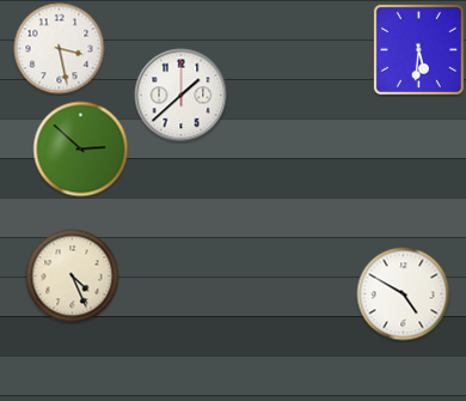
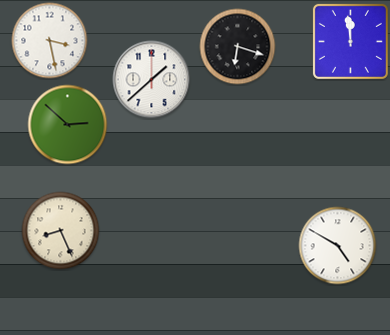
clock at (418, 49): 5:31 -> 11:59
clock at (238, 47): none -> 6:18
clock at (73, 277): 4:26 -> 8:26
